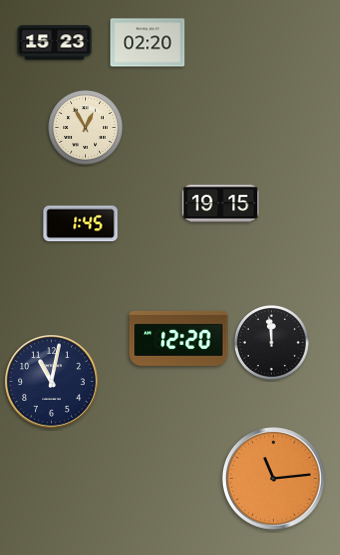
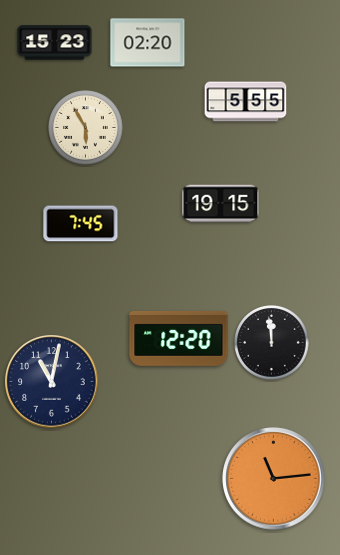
clock at (246, 102): none -> 5:55
clock at (86, 128): 12:55 -> 5:55
clock at (81, 224): 1:45 -> 7:45
